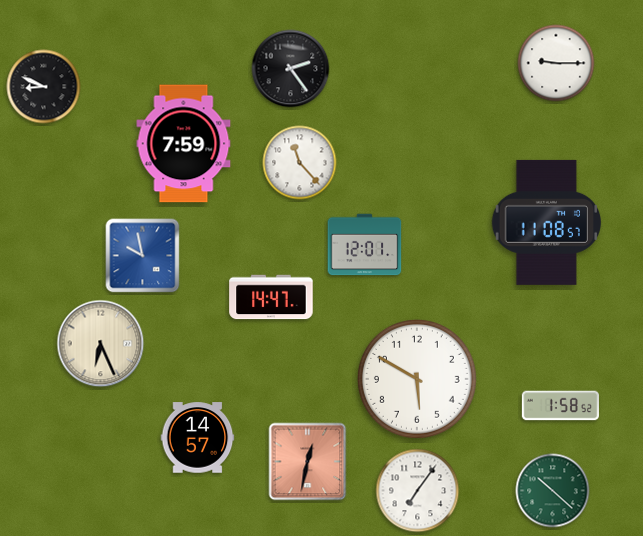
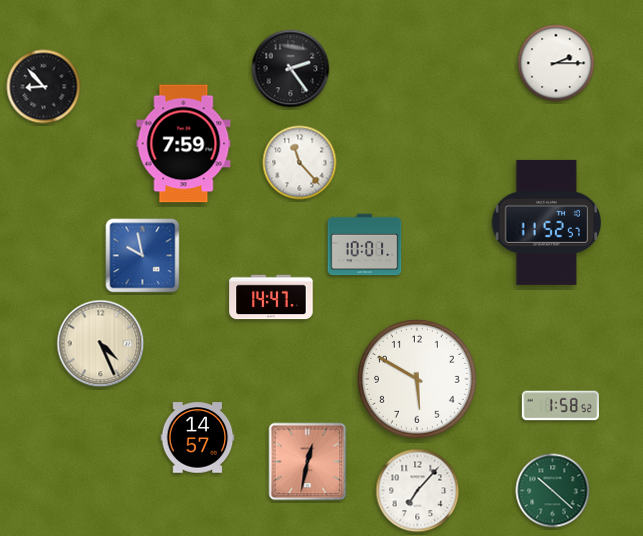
clock at (556, 63): 9:15 -> 2:15
clock at (44, 87): 8:49 -> 8:53
clock at (546, 222): 11:08 -> 11:52
clock at (365, 245): 12:01 -> 10:01
clock at (101, 344): 6:26 -> 4:26
clock at (418, 491): 7:06 -> 7:07
